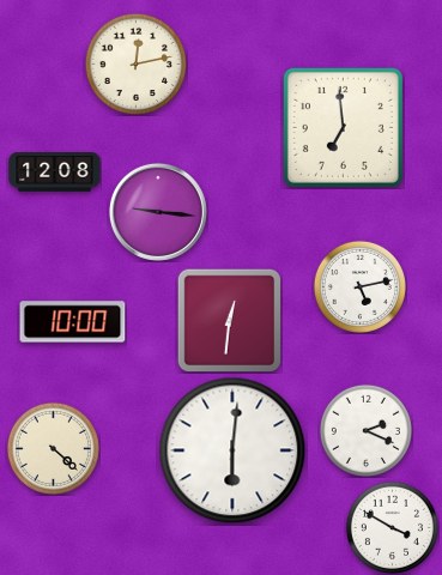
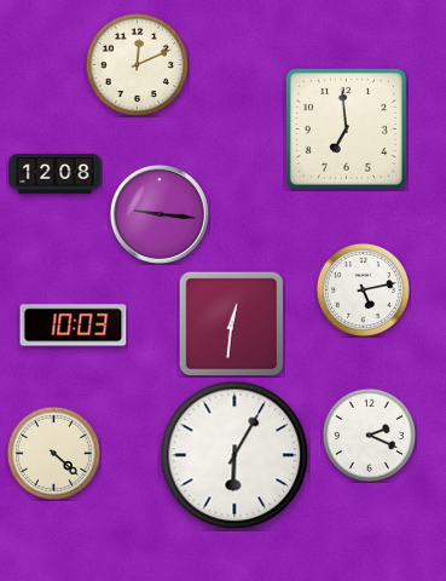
clock at (135, 63): 12:13 -> 12:11
clock at (73, 322): 10:00 -> 10:03
clock at (232, 450): 6:01 -> 6:05
clock at (392, 527): 3:50 -> none
